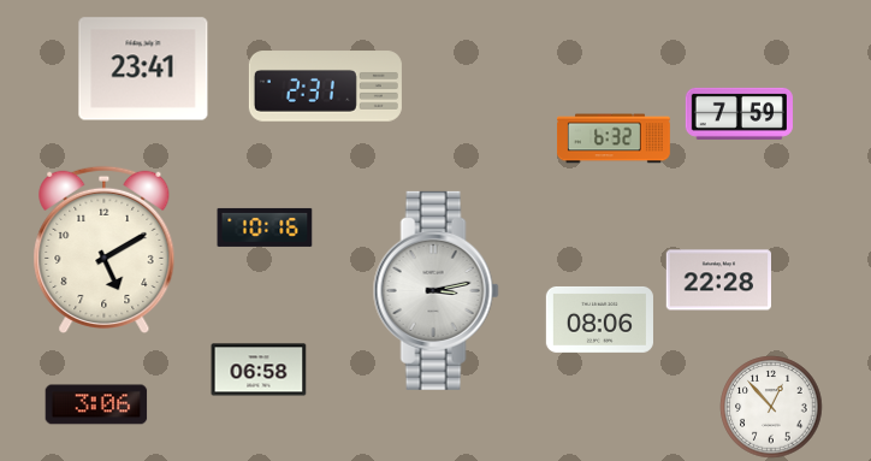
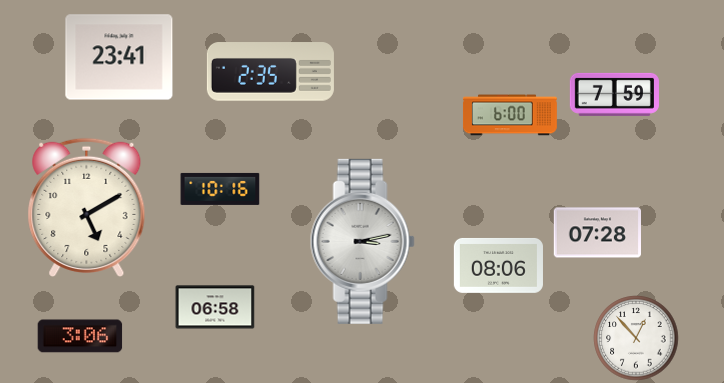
clock at (325, 87): 2:31 -> 2:35
clock at (614, 138): 6:32 -> 6:00
clock at (718, 280): 22:28 -> 07:28
clock at (771, 407) position: (771, 407) -> (636, 338)
